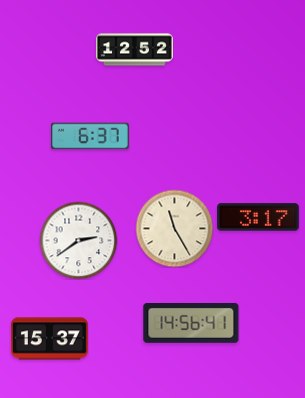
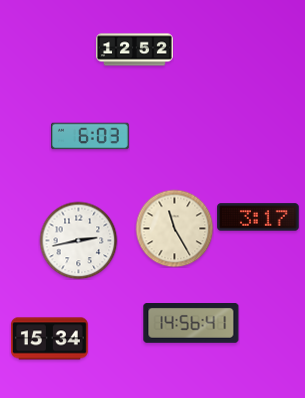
clock at (91, 136): 6:37 -> 6:03
clock at (78, 240): 2:39 -> 2:43
clock at (49, 339): 15:37 -> 15:34
